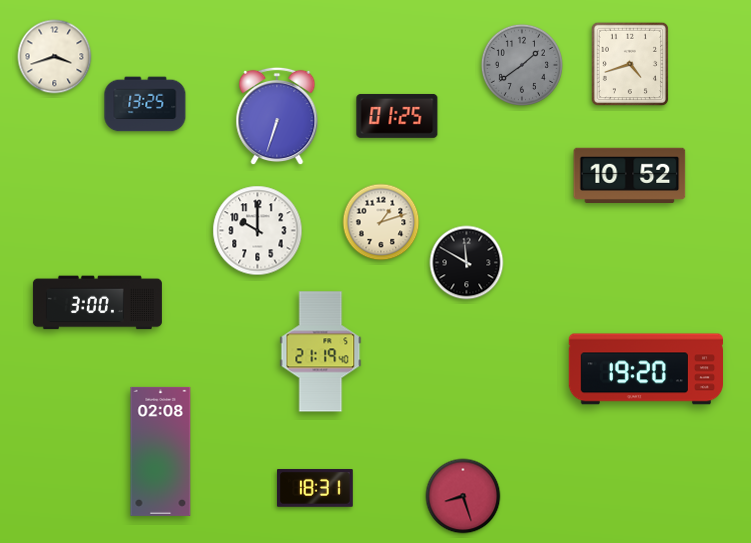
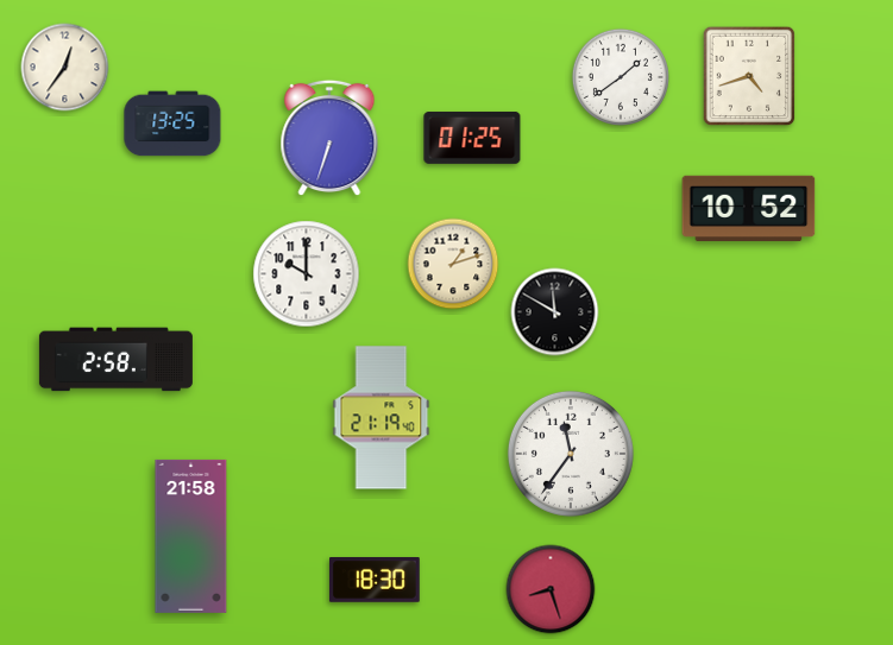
clock at (55, 57): 3:42 -> 12:36
clock at (522, 65) dial: grey -> white
clock at (97, 303): 3:00 -> 2:58
clock at (645, 369): 19:20 -> none
clock at (571, 454): none -> 11:36
clock at (161, 451): 02:08 -> 21:58
clock at (315, 489): 18:31 -> 18:30
